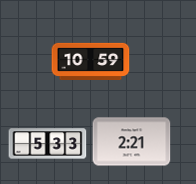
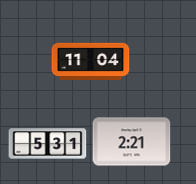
clock at (90, 61): 10:59 -> 11:04
clock at (47, 144): 5:33 -> 5:31
